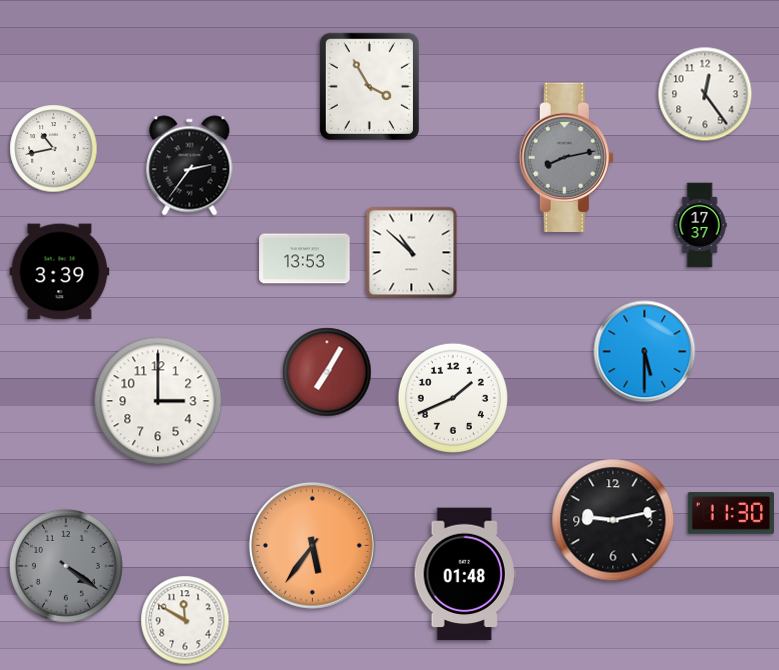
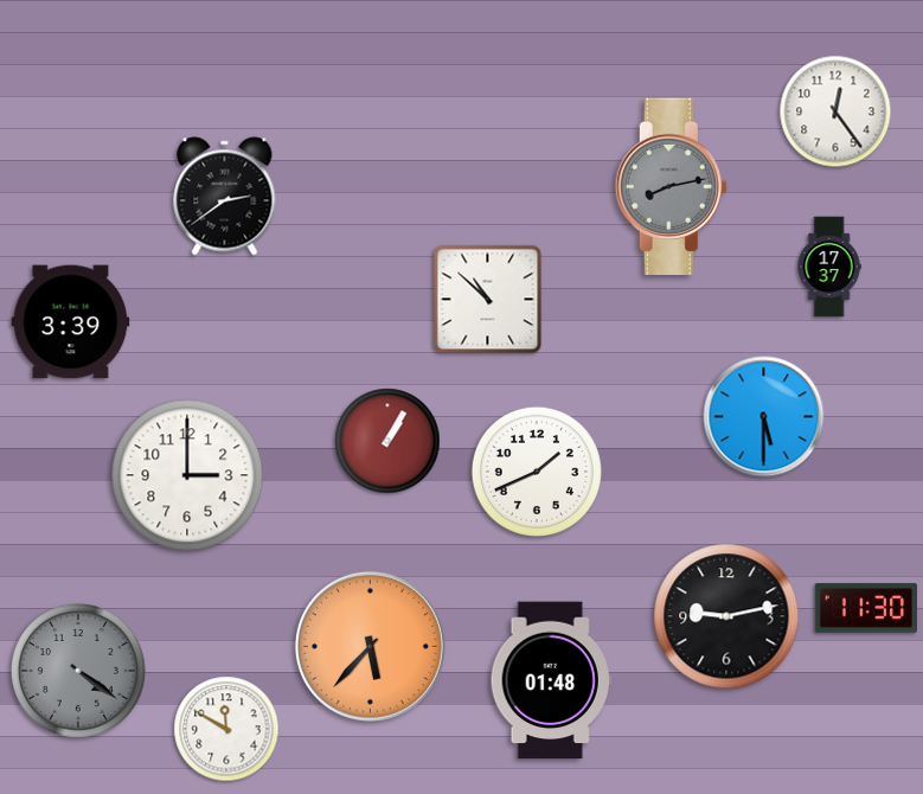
clock at (369, 86): 3:55 -> none
clock at (54, 149): 10:43 -> none
clock at (190, 166): 2:36 -> 2:39
clock at (305, 259): 13:53 -> none
clock at (327, 372): 7:05 -> 1:05
clock at (312, 545): 5:36 -> 5:37
clock at (185, 620) position: (185, 620) -> (226, 729)
